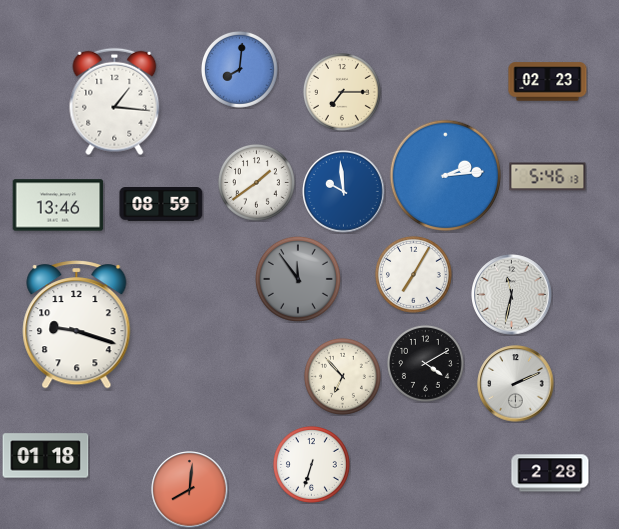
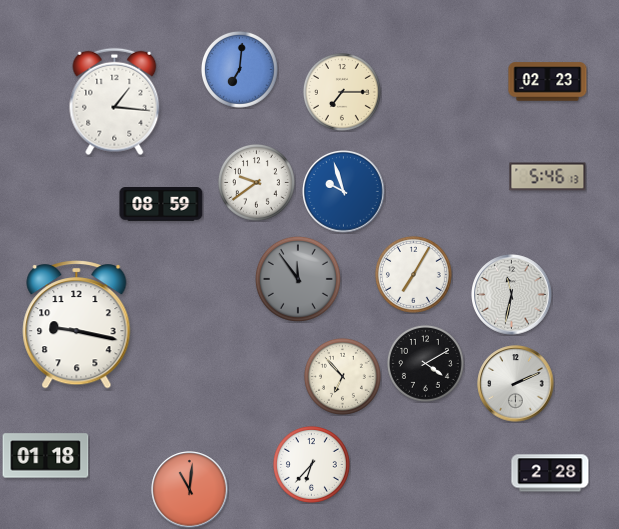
clock at (239, 69): 8:01 -> 7:01
clock at (446, 176): 2:14 -> none
clock at (256, 182): 1:39 -> 9:39
clock at (344, 192): 9:59 -> 9:57
clock at (58, 205): 13:46 -> none
clock at (77, 325): 9:18 -> 9:17
clock at (311, 464): 6:33 -> 6:37
clock at (190, 490): 8:01 -> 11:01
